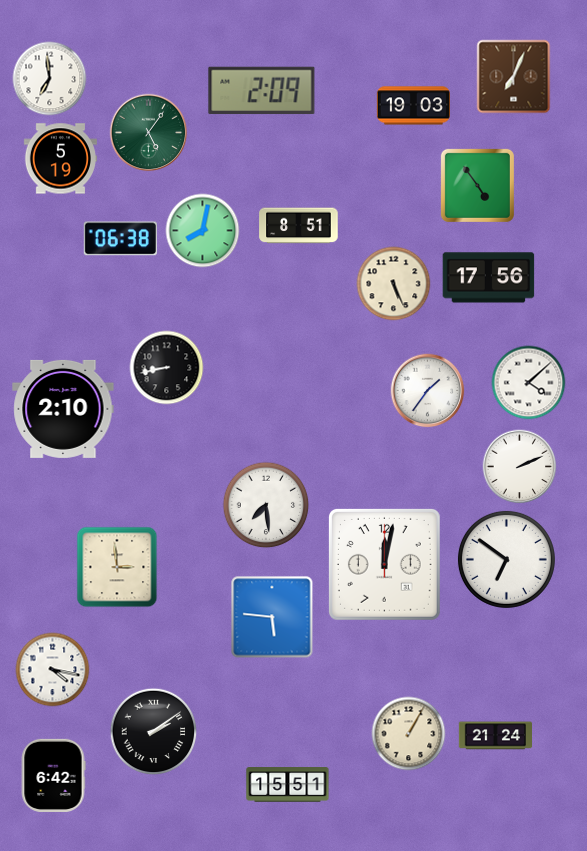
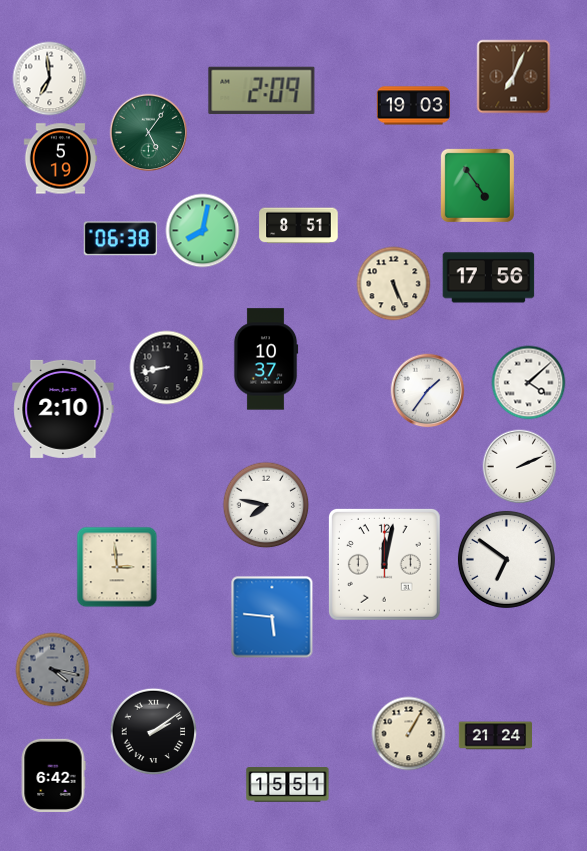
clock at (266, 359): none -> 10:37
clock at (266, 505): 7:29 -> 7:47
clock at (53, 670) dial: white -> grey
